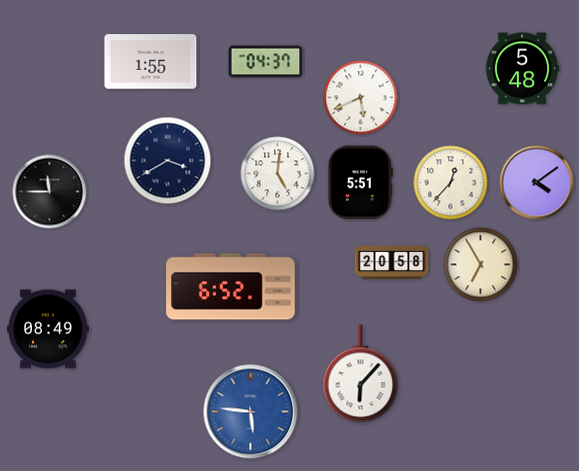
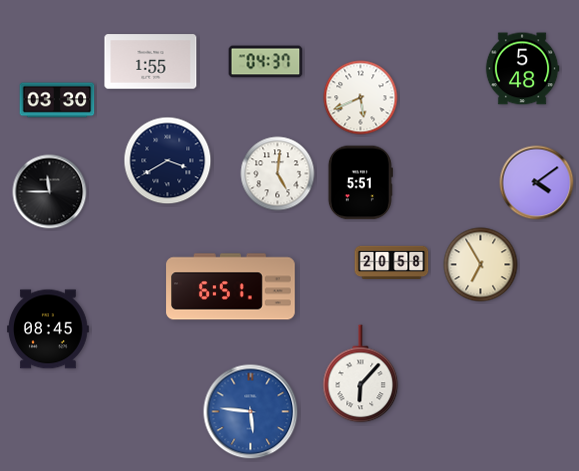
clock at (57, 100): none -> 03:30
clock at (451, 183): 12:37 -> none
clock at (231, 287): 6:52 -> 6:51
clock at (49, 329): 08:49 -> 08:45
